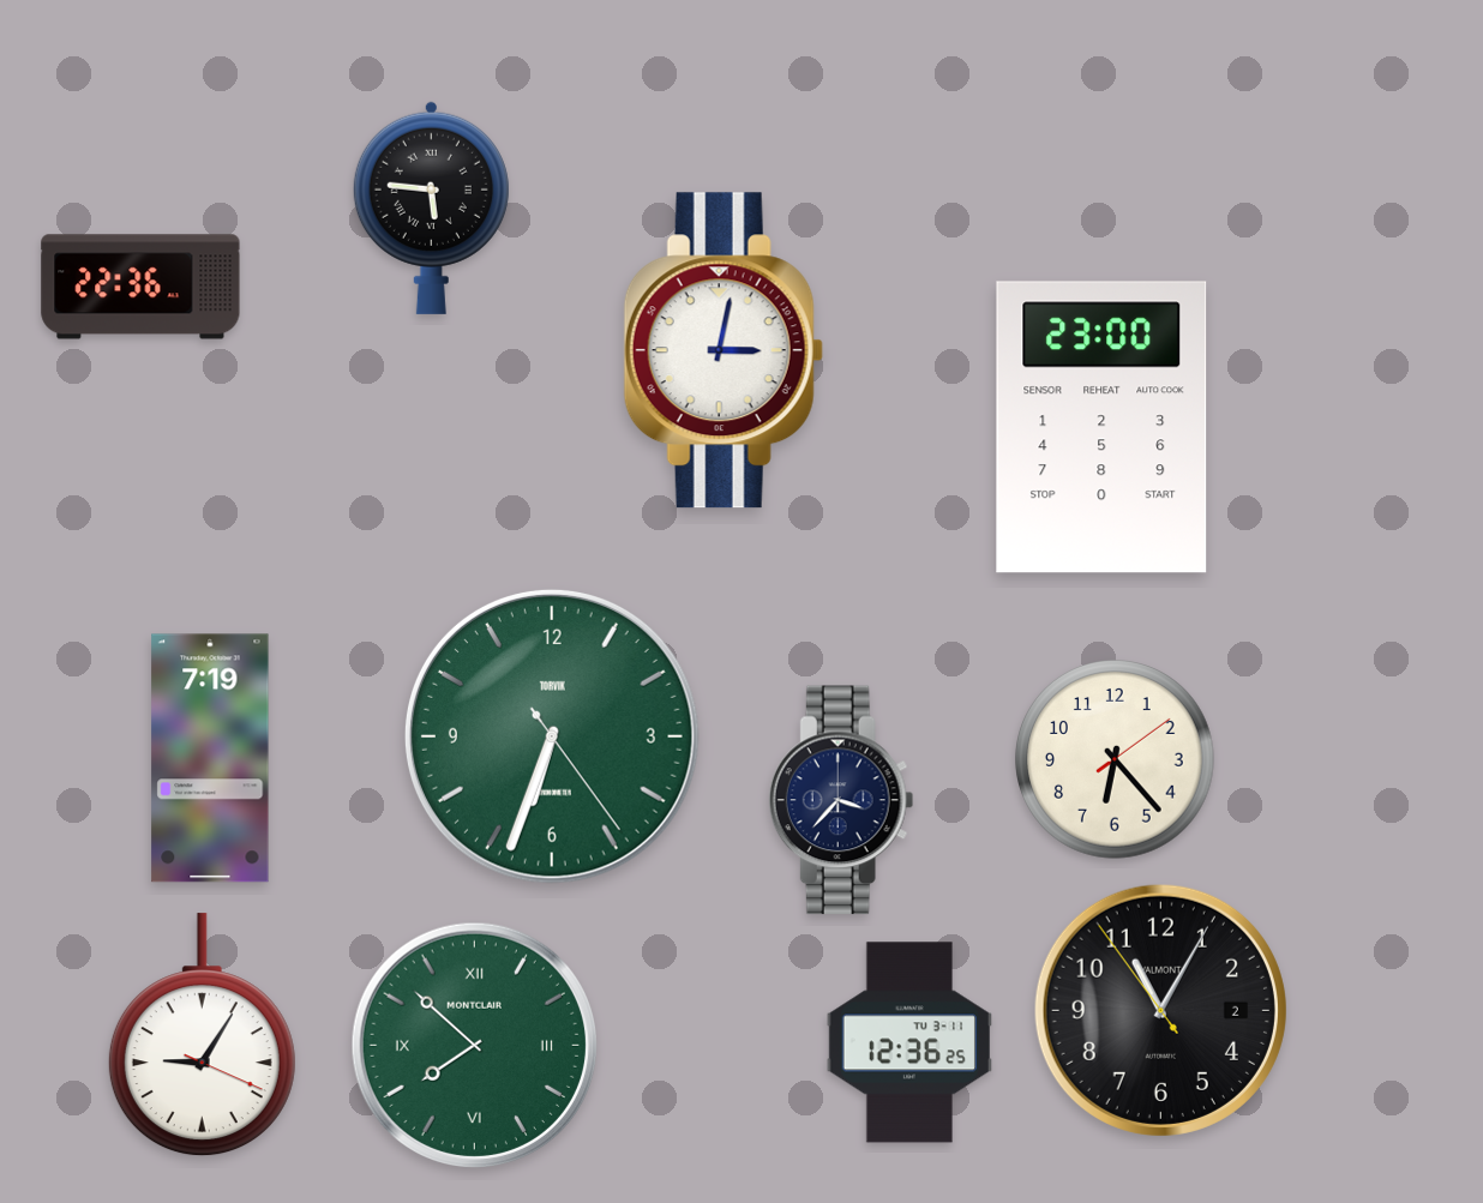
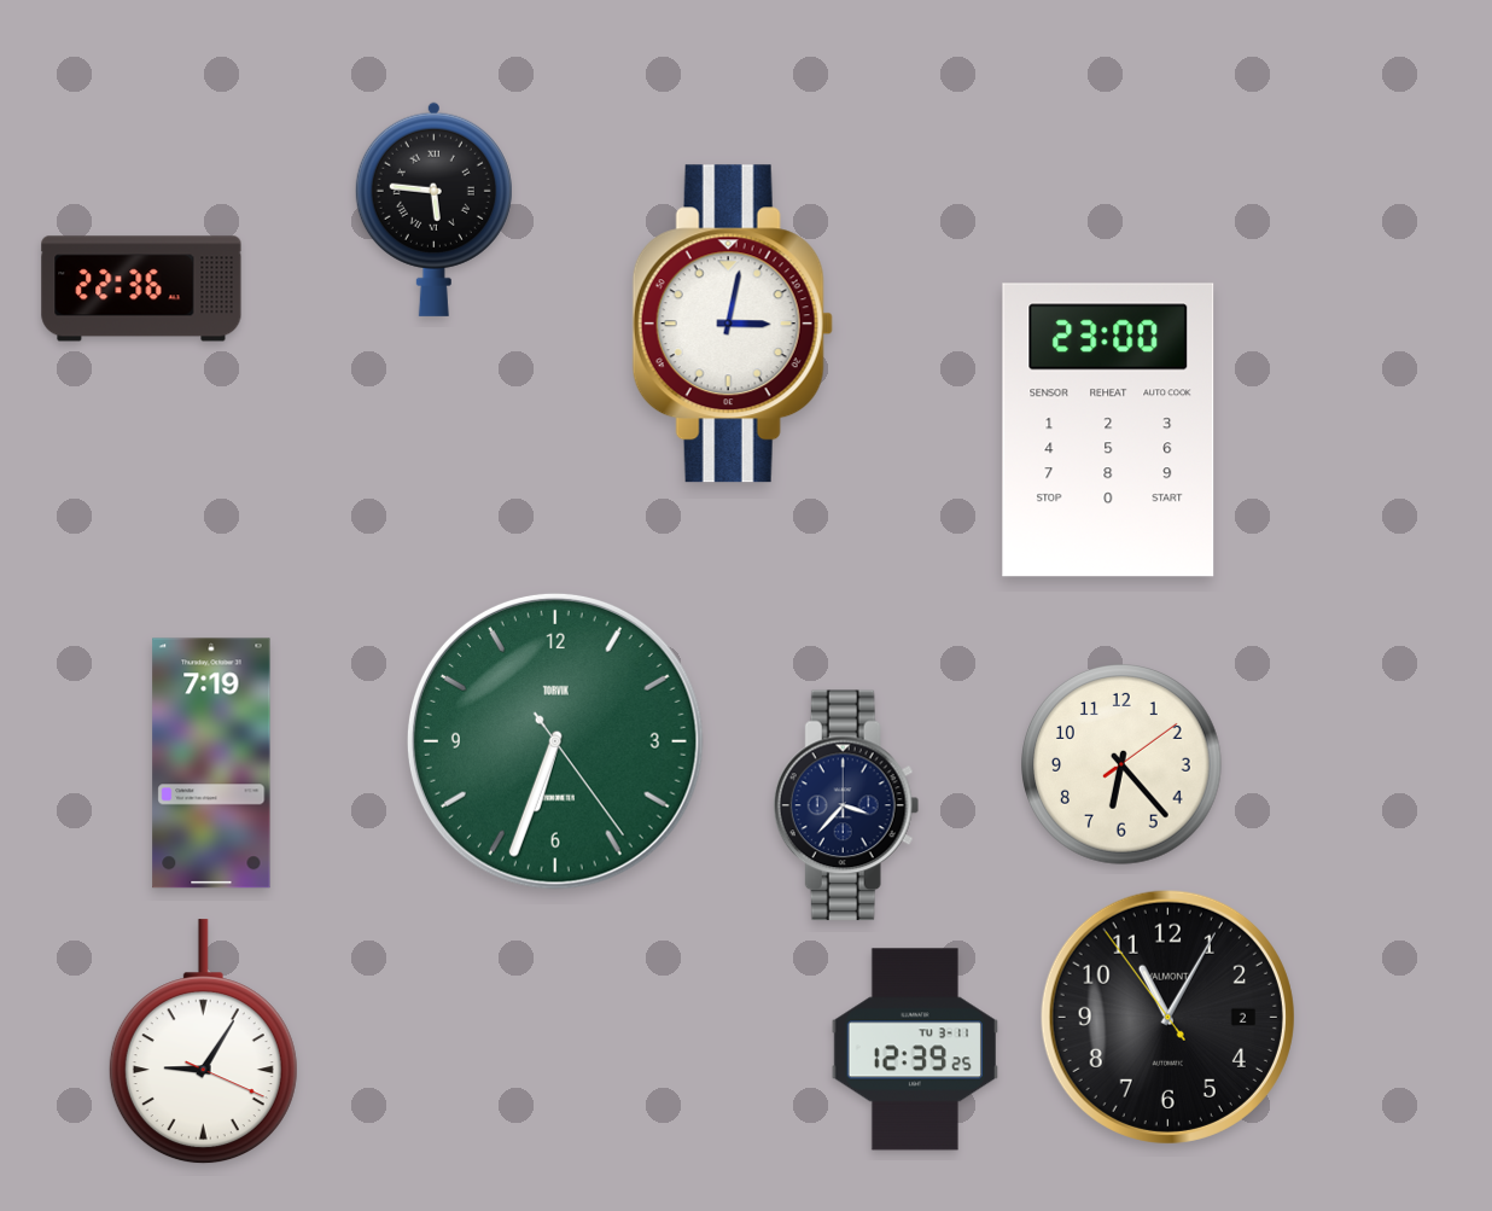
clock at (724, 350) position: (724, 350) -> (733, 324)
clock at (909, 1042): 12:36 -> 12:39
clock at (474, 1045): 7:52 -> none
